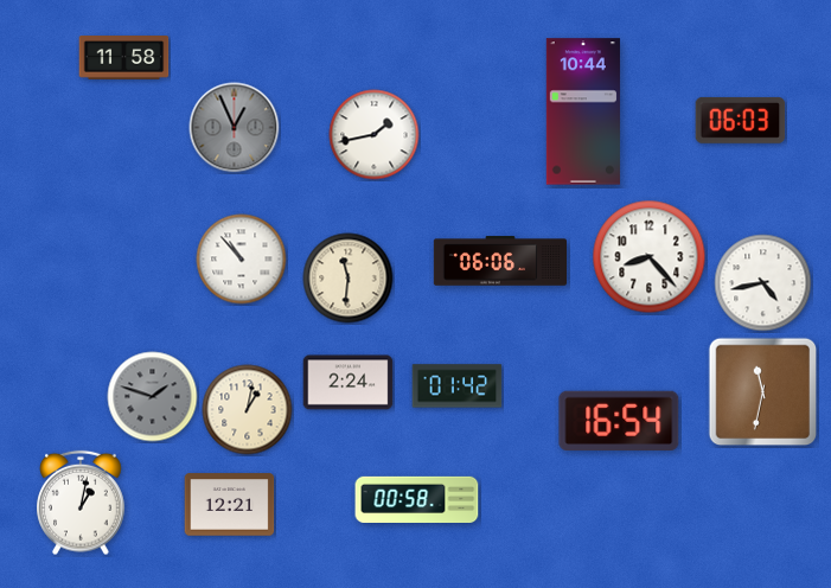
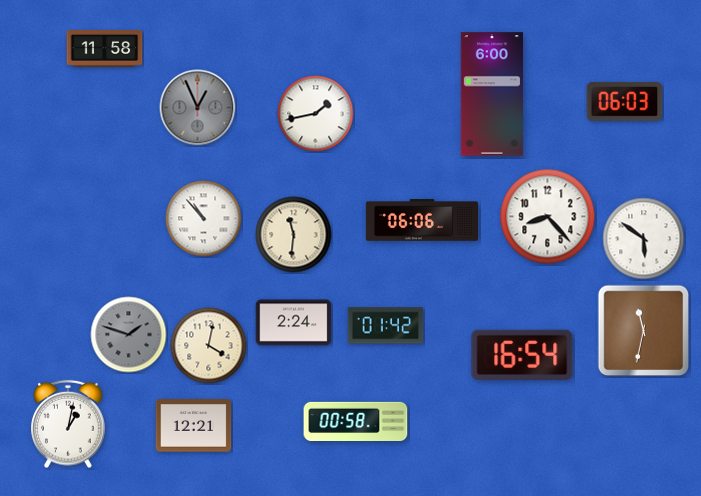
clock at (583, 111): 10:44 -> 6:00
clock at (763, 283): 4:43 -> 5:51
clock at (248, 410): 1:02 -> 4:02
clock at (417, 500) position: (417, 500) -> (356, 422)
